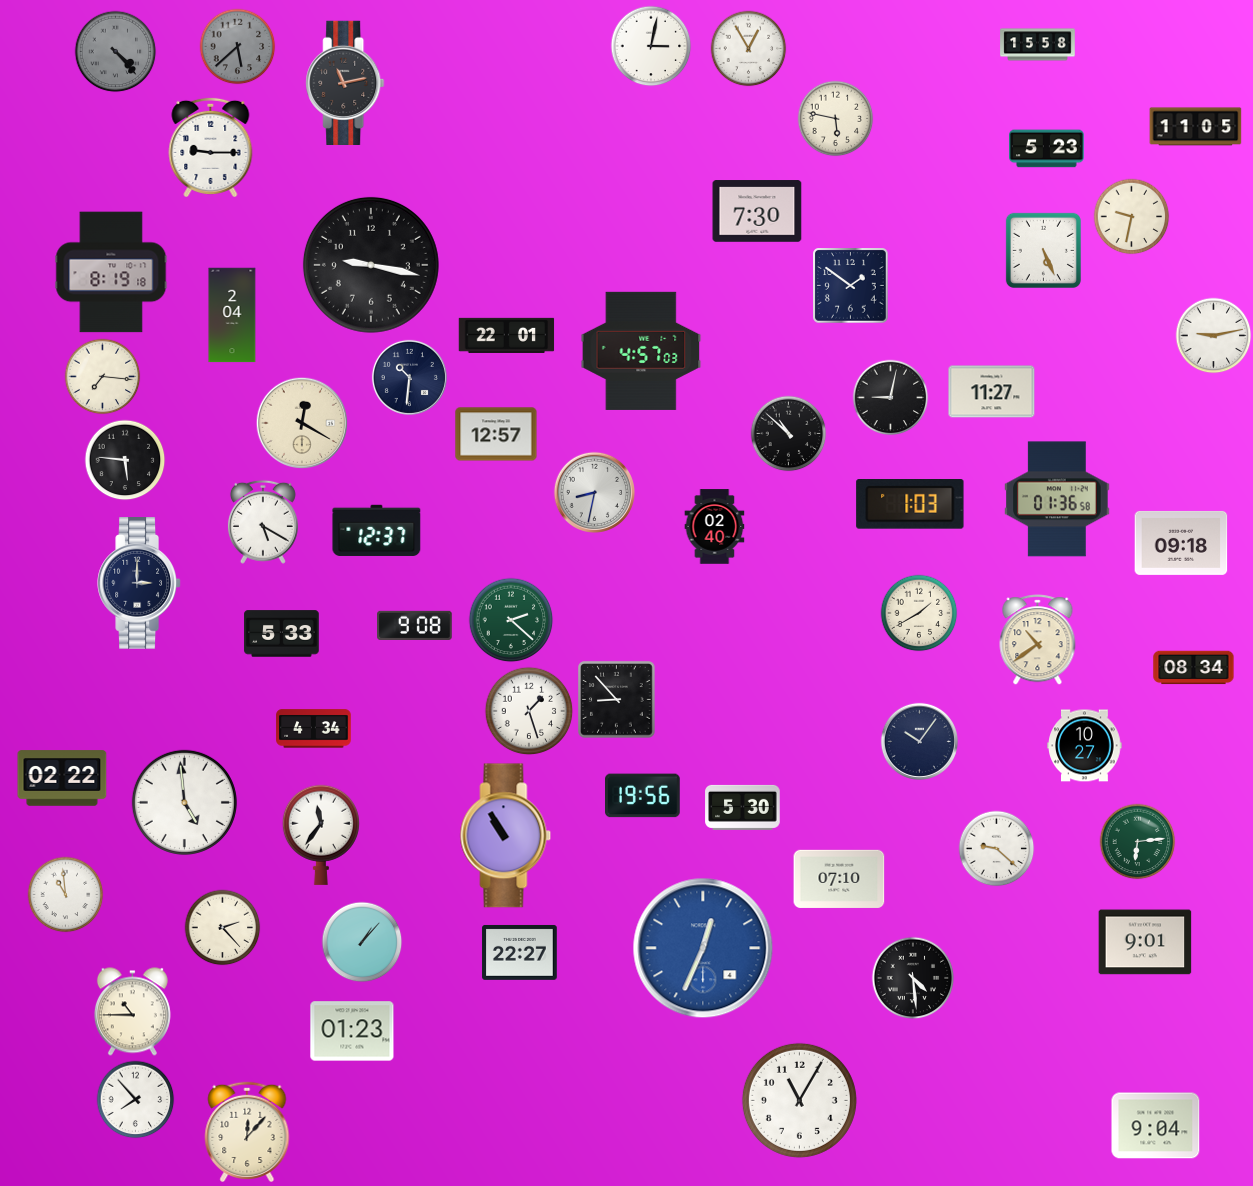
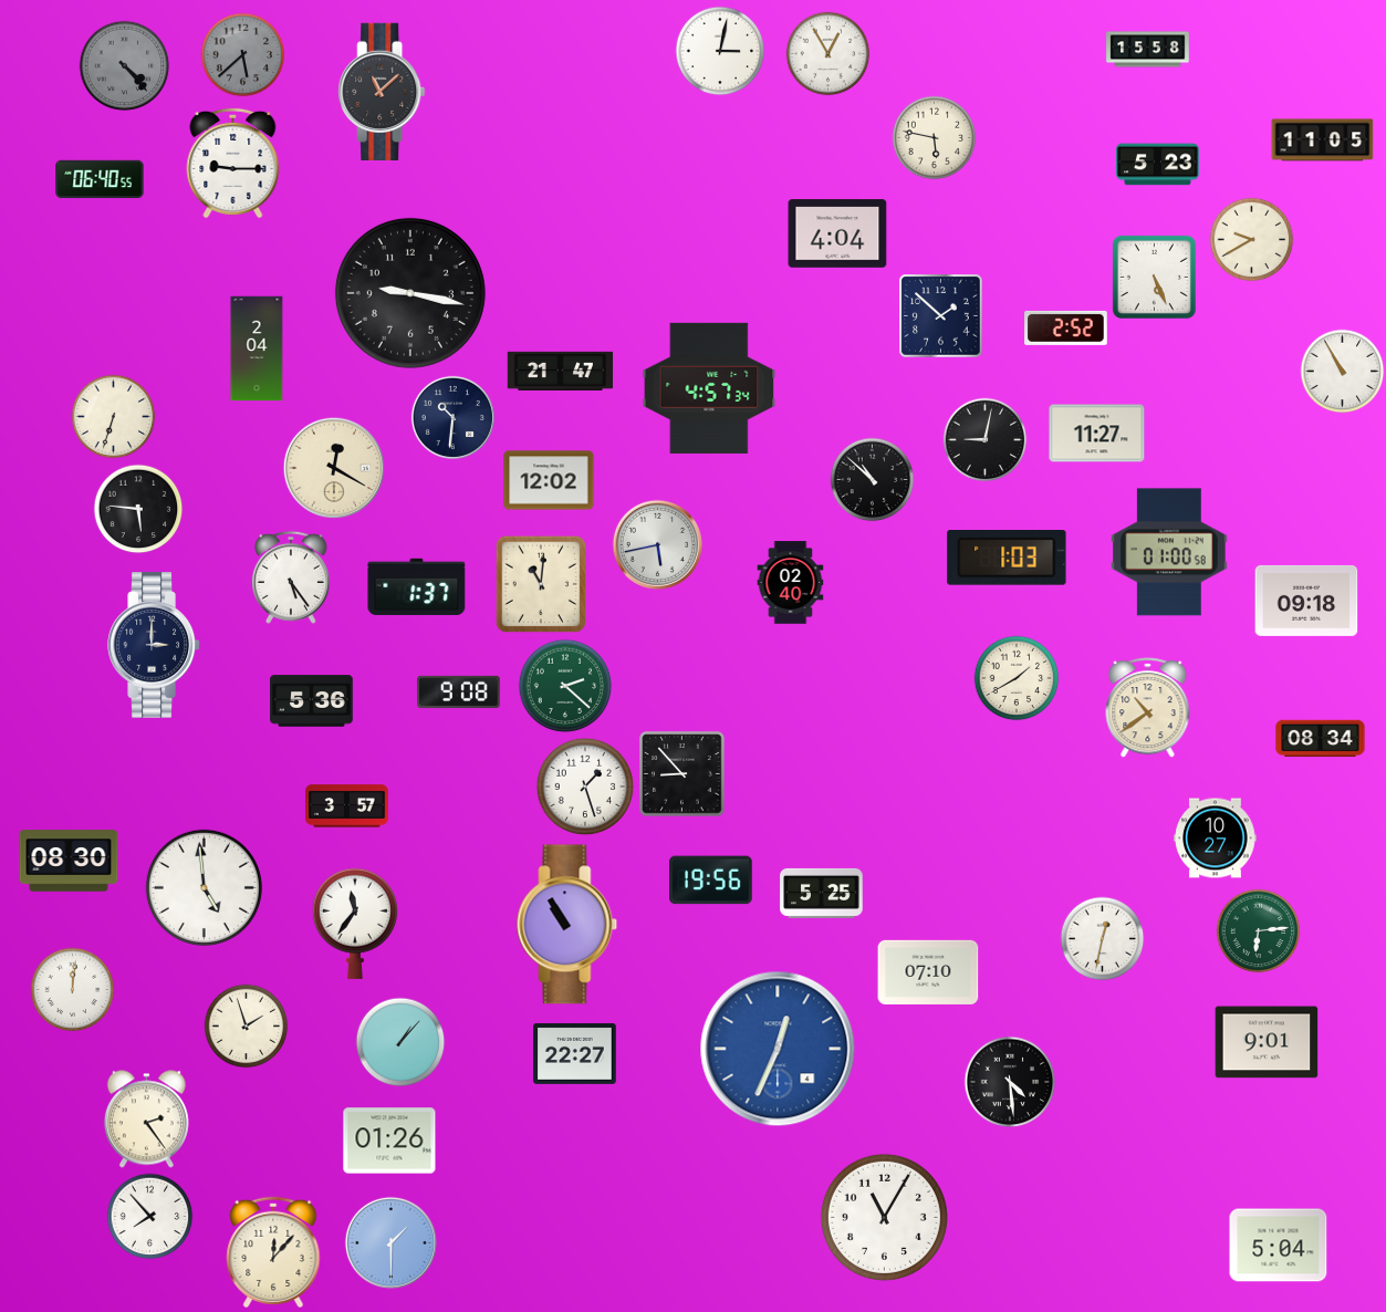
clock at (238, 47) position: (238, 47) -> (243, 55)
clock at (116, 52) position: (116, 52) -> (125, 66)
clock at (345, 82): 11:13 -> 11:08
clock at (836, 119) position: (836, 119) -> (935, 138)
clock at (100, 179): none -> 06:40
clock at (757, 211): 7:30 -> 4:04
clock at (1132, 217): 9:32 -> 9:40
clock at (111, 272): 8:19 -> none
clock at (851, 286): 1:51 -> 1:52
clock at (1066, 327): none -> 2:52
clock at (507, 335): 22:01 -> 21:47
clock at (1214, 336): 9:13 -> 10:55
clock at (641, 351): 4:57:03 -> 4:57:34
clock at (103, 377): 7:16 -> 6:33
clock at (496, 434): 12:57 -> 12:02
clock at (594, 492): 8:32 -> 5:43
clock at (1057, 499): 01:36 -> 01:00
clock at (263, 522): 5:20 -> 5:24
clock at (541, 584): none -> 11:01
clock at (377, 530): 12:37 -> 1:37
clock at (282, 634): 5:33 -> 5:36
clock at (314, 729): 4:34 -> 3:57
clock at (919, 741): 10:06 -> none
clock at (1085, 746) position: (1085, 746) -> (1216, 839)
clock at (62, 778): 02:22 -> 08:30
clock at (743, 807): 5:30 -> 5:25
clock at (506, 836) position: (506, 836) -> (567, 925)
clock at (997, 849): 9:22 -> 12:32
clock at (66, 895): 10:59 -> 12:01
clock at (223, 928): 2:23 -> 1:57
clock at (132, 1012): 10:45 -> 2:24
clock at (352, 1031): 01:23 -> 01:26
clock at (390, 1242): none -> 1:30
clock at (1156, 1126): 9:04 -> 5:04
